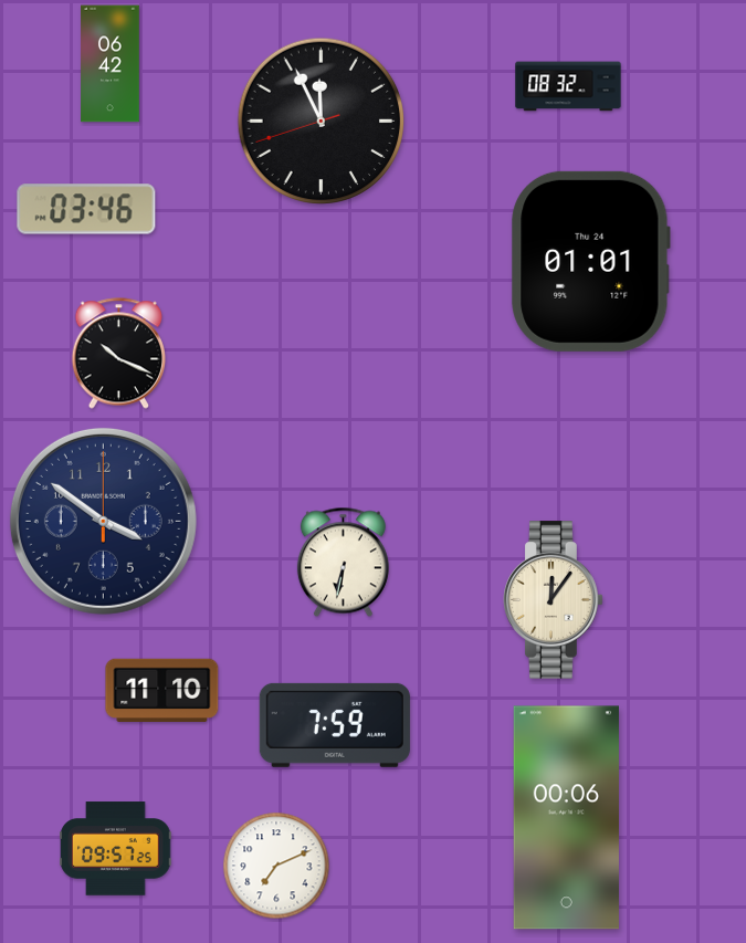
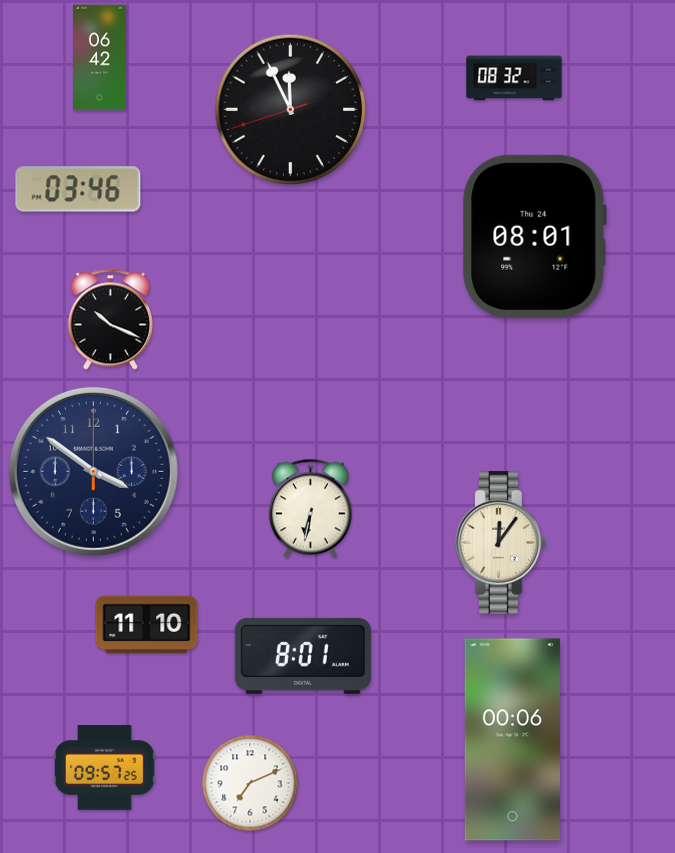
clock at (591, 261): 01:01 -> 08:01
clock at (118, 354) position: (118, 354) -> (110, 320)
clock at (335, 725): 7:59 -> 8:01
